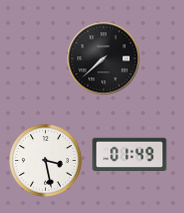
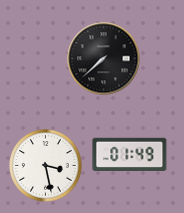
clock at (46, 161) position: (46, 161) -> (46, 166)
